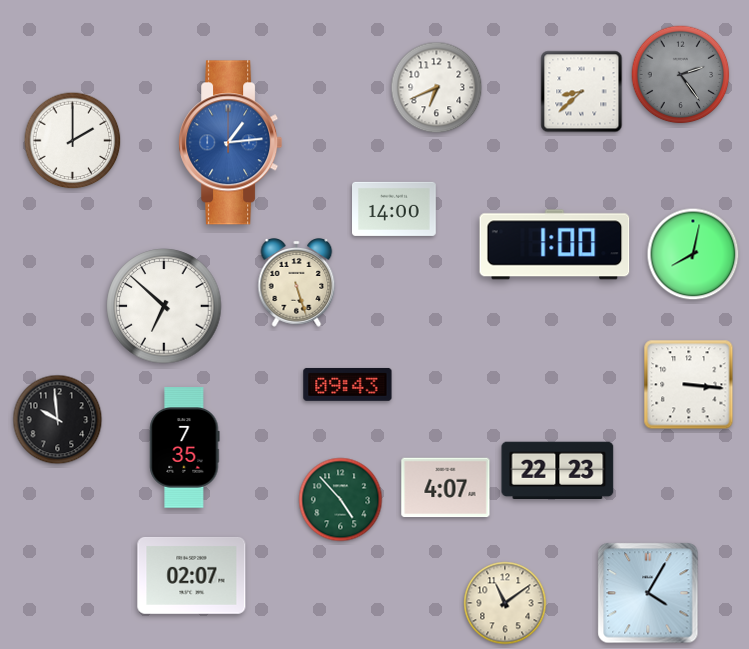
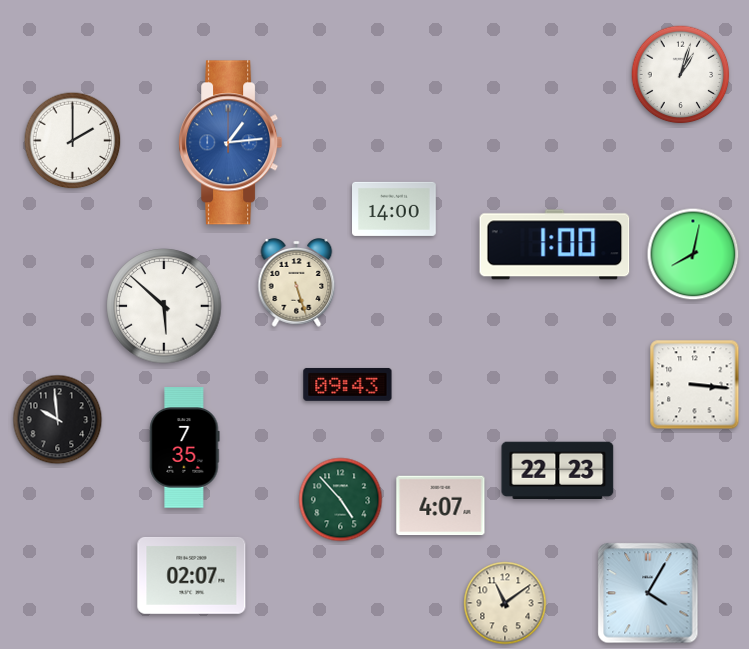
clock at (681, 75): 2:24 -> 1:03
clock at (681, 75) dial: grey -> white
clock at (437, 88): 6:41 -> none
clock at (582, 92): 8:38 -> none
clock at (164, 306): 6:52 -> 5:52
clock at (689, 385) position: (689, 385) -> (695, 385)
clock at (446, 488) position: (446, 488) -> (441, 506)
